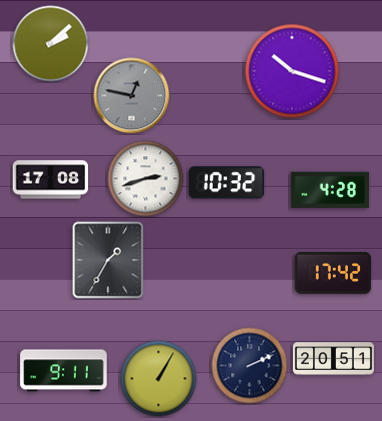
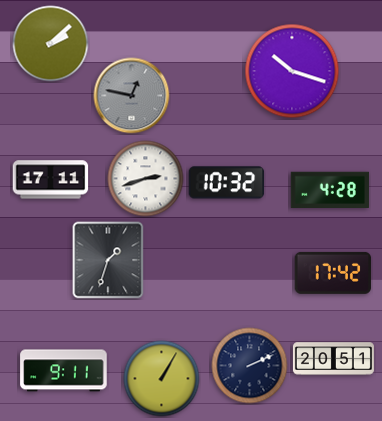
clock at (51, 180): 17:08 -> 17:11
clock at (108, 260): 1:35 -> 1:33
clock at (159, 379) position: (159, 379) -> (162, 379)
